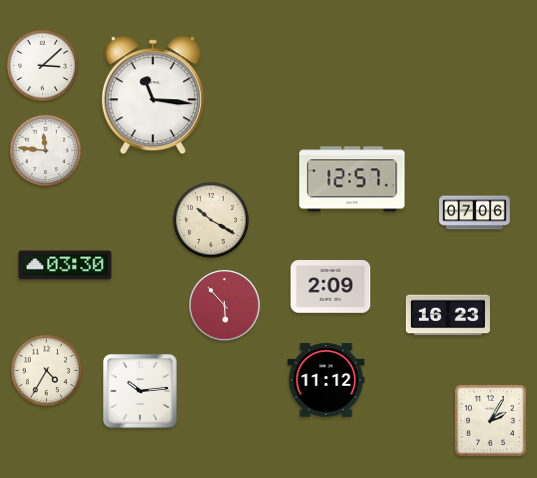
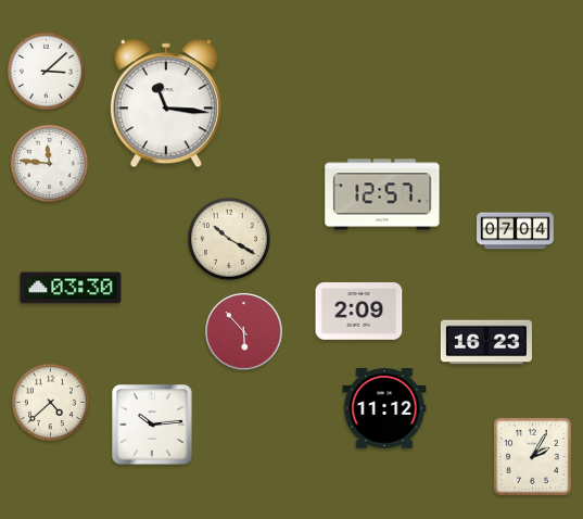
clock at (475, 213): 07:06 -> 07:04
clock at (47, 371): 4:35 -> 4:38
clock at (326, 380) position: (326, 380) -> (384, 408)
